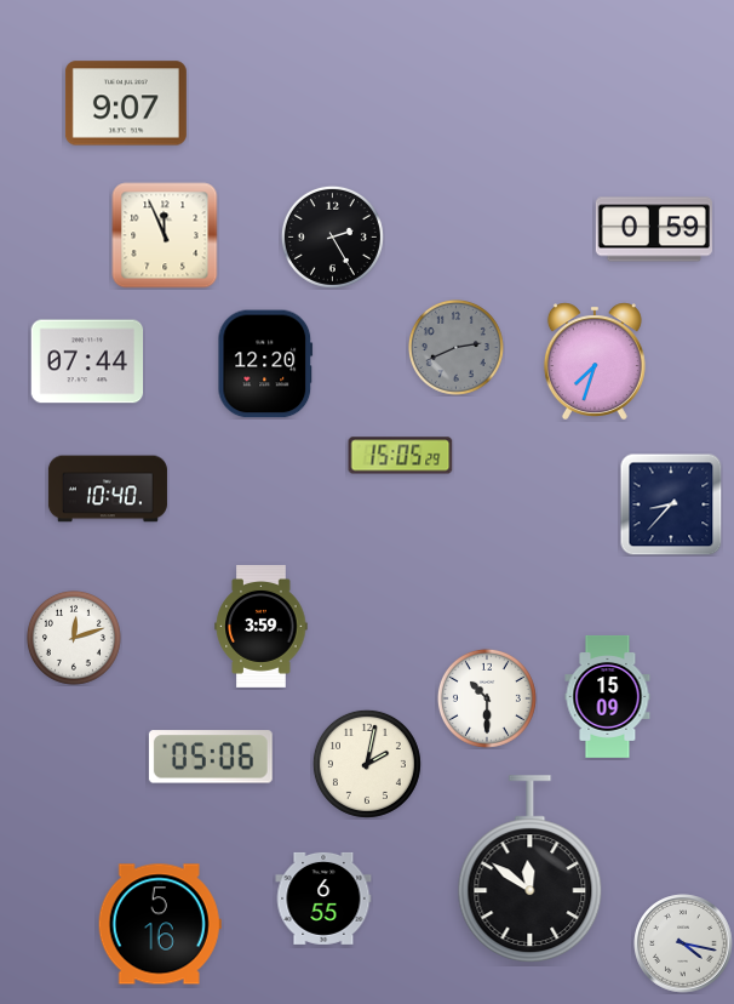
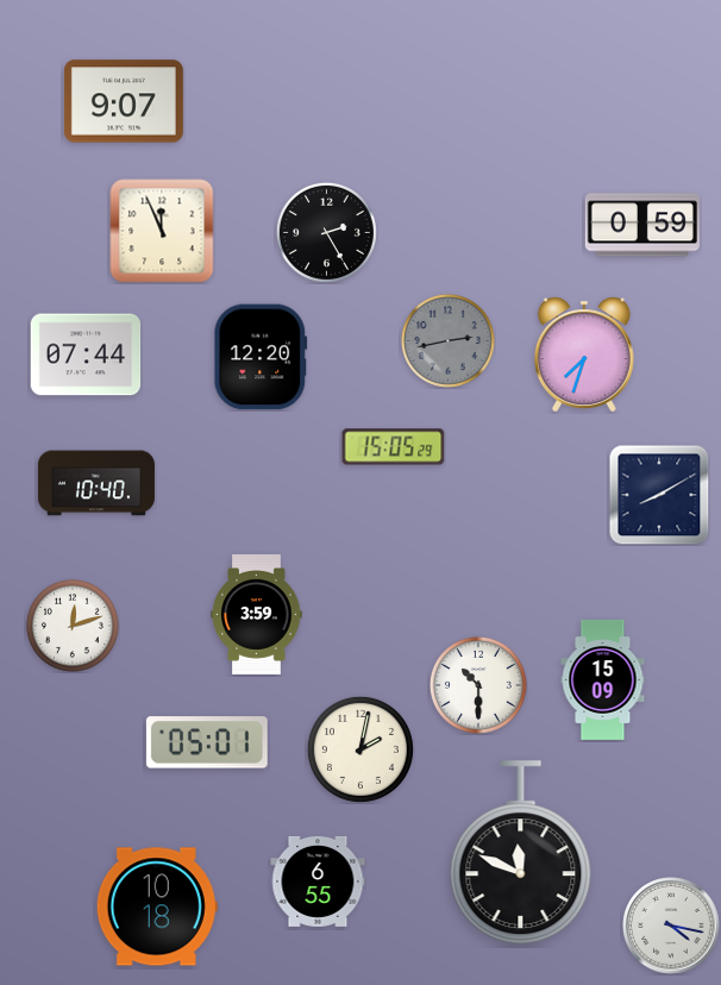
clock at (455, 347): 2:41 -> 2:43
clock at (108, 489) position: (108, 489) -> (96, 483)
clock at (671, 504): 8:37 -> 8:10
clock at (608, 696) position: (608, 696) -> (603, 679)
clock at (211, 757): 05:06 -> 05:01
clock at (531, 869): 11:51 -> 11:49
clock at (160, 924): 5:16 -> 10:18
